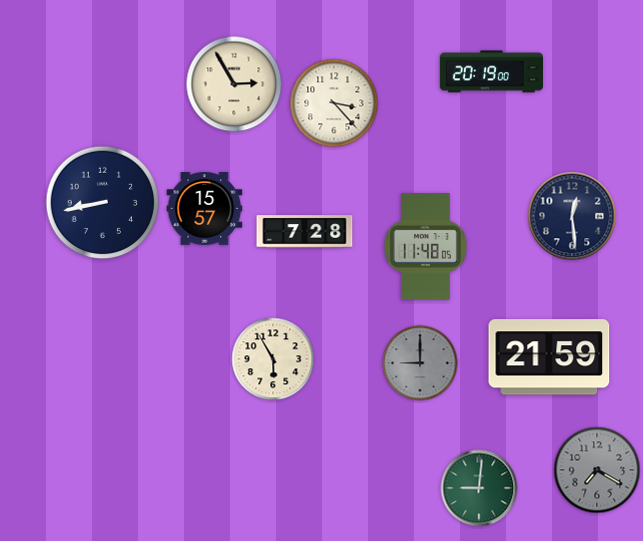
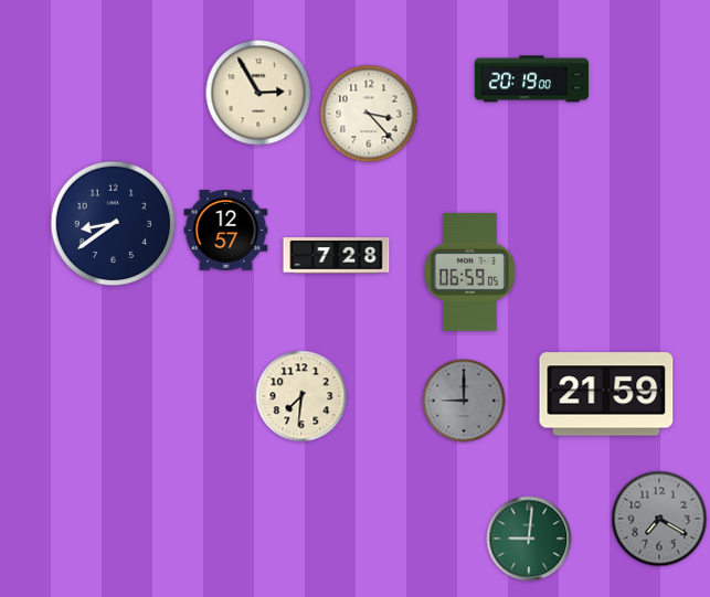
clock at (491, 72) position: (491, 72) -> (531, 79)
clock at (103, 203): 8:43 -> 8:39
clock at (205, 209): 15:57 -> 12:57
clock at (572, 216): 12:29 -> none
clock at (425, 247): 11:48 -> 06:59
clock at (273, 359): 5:55 -> 7:31
